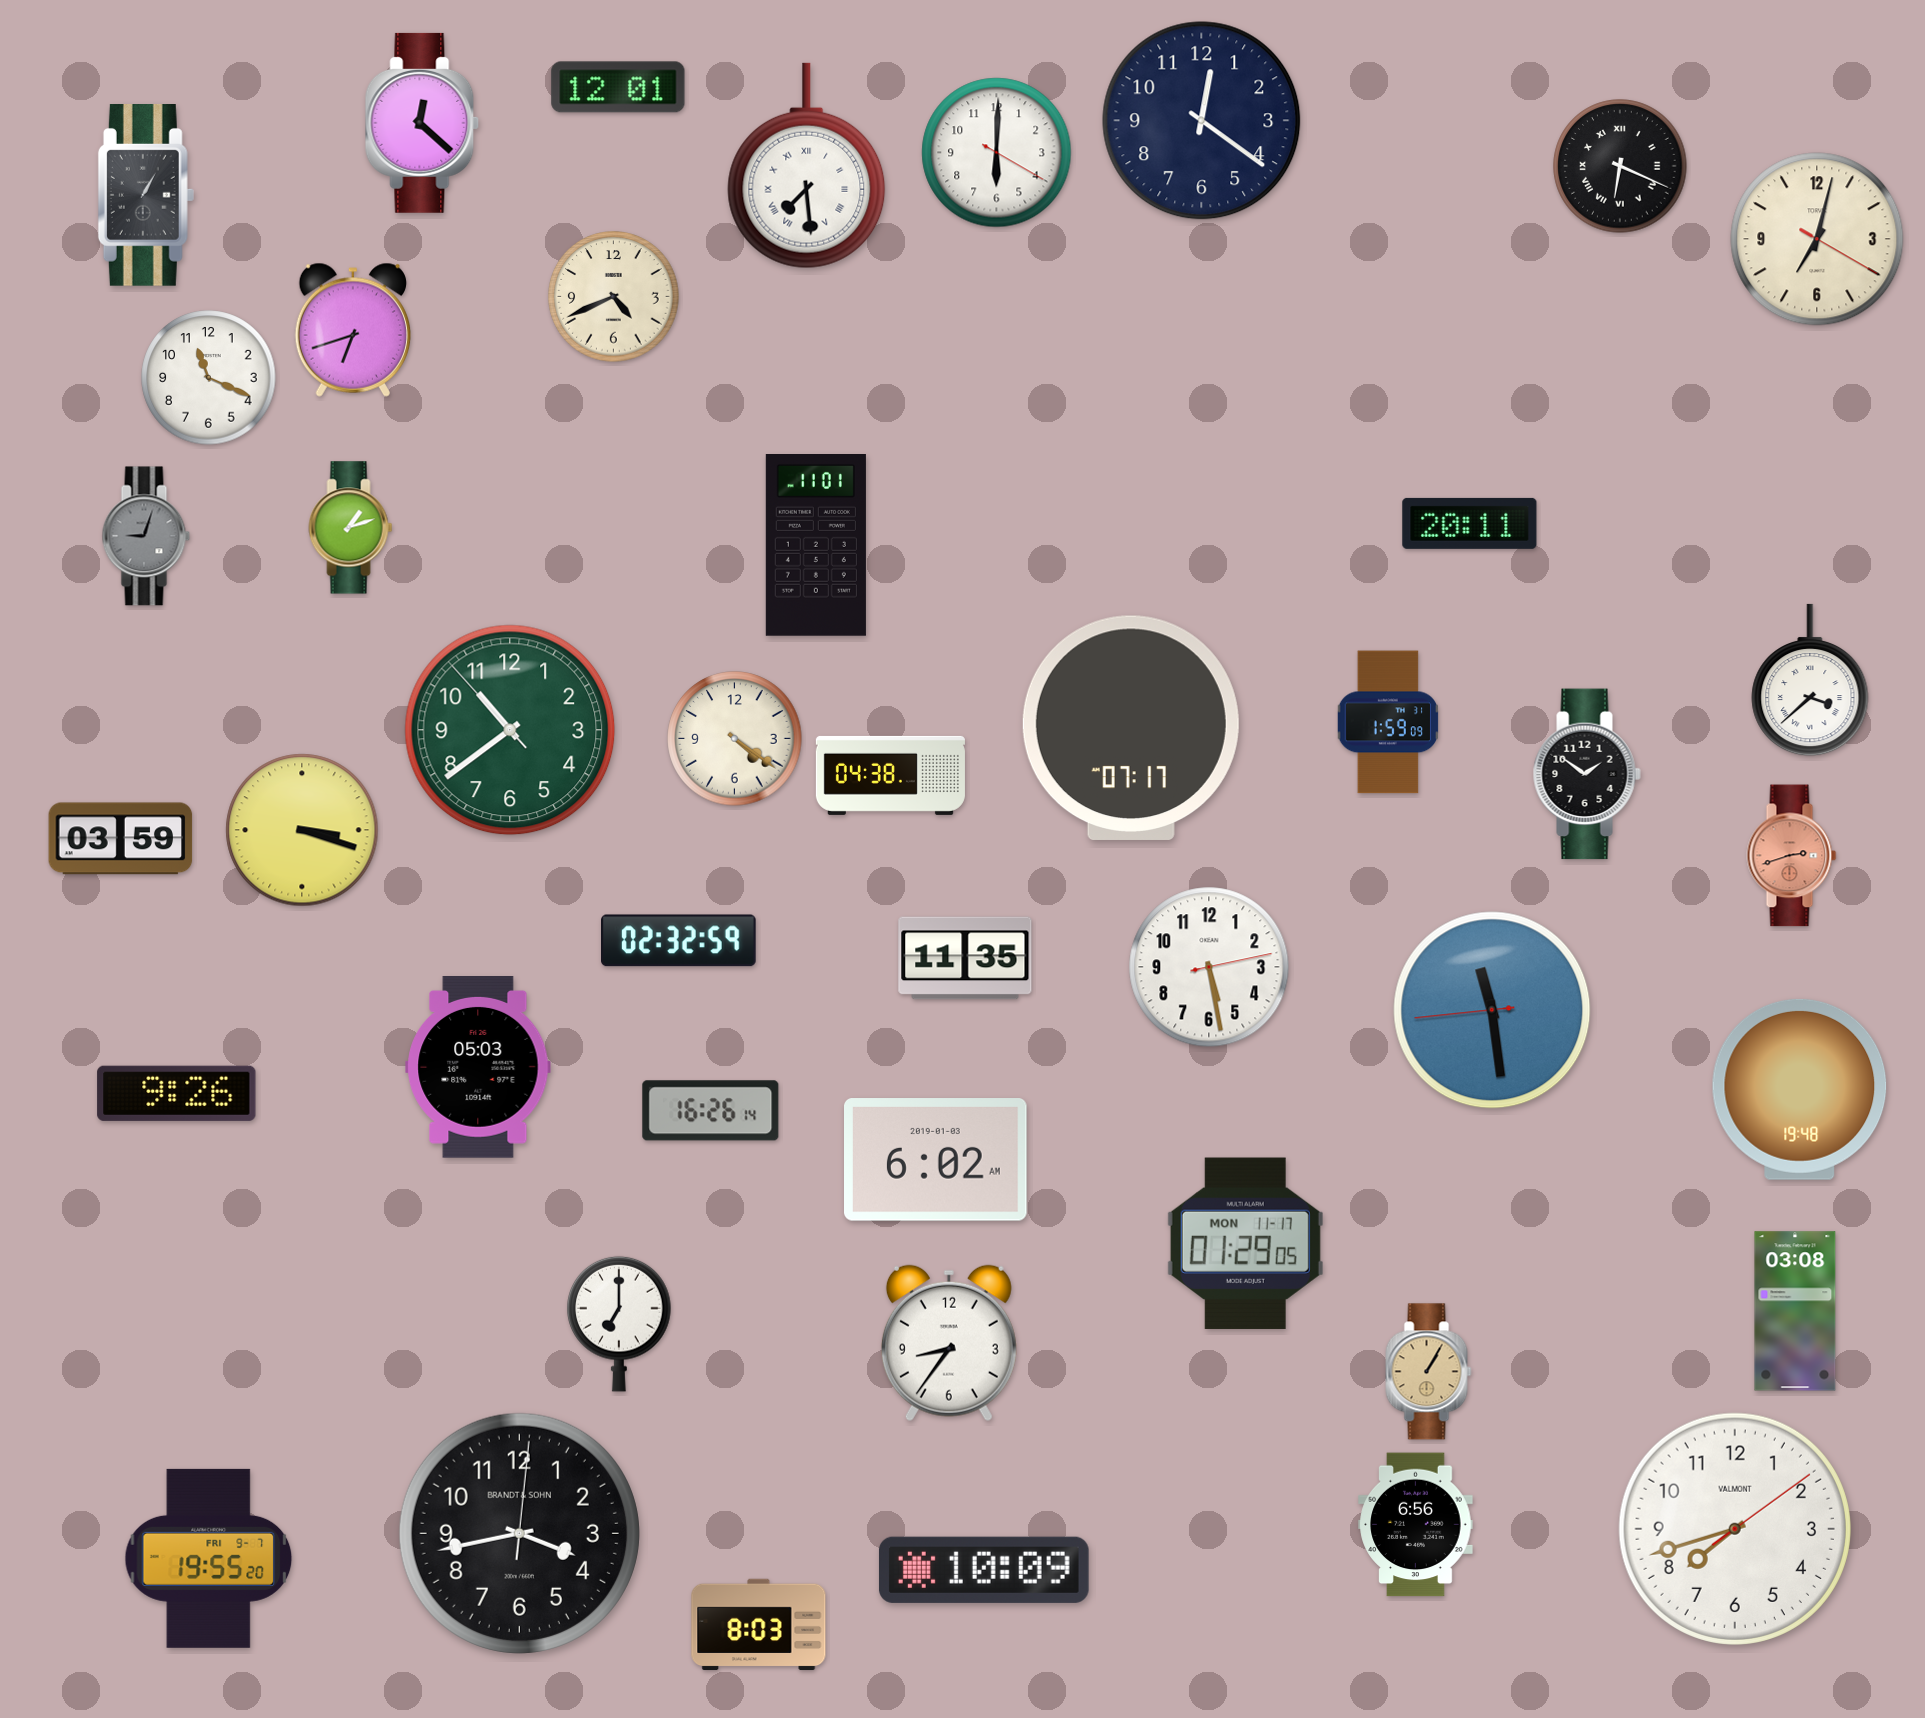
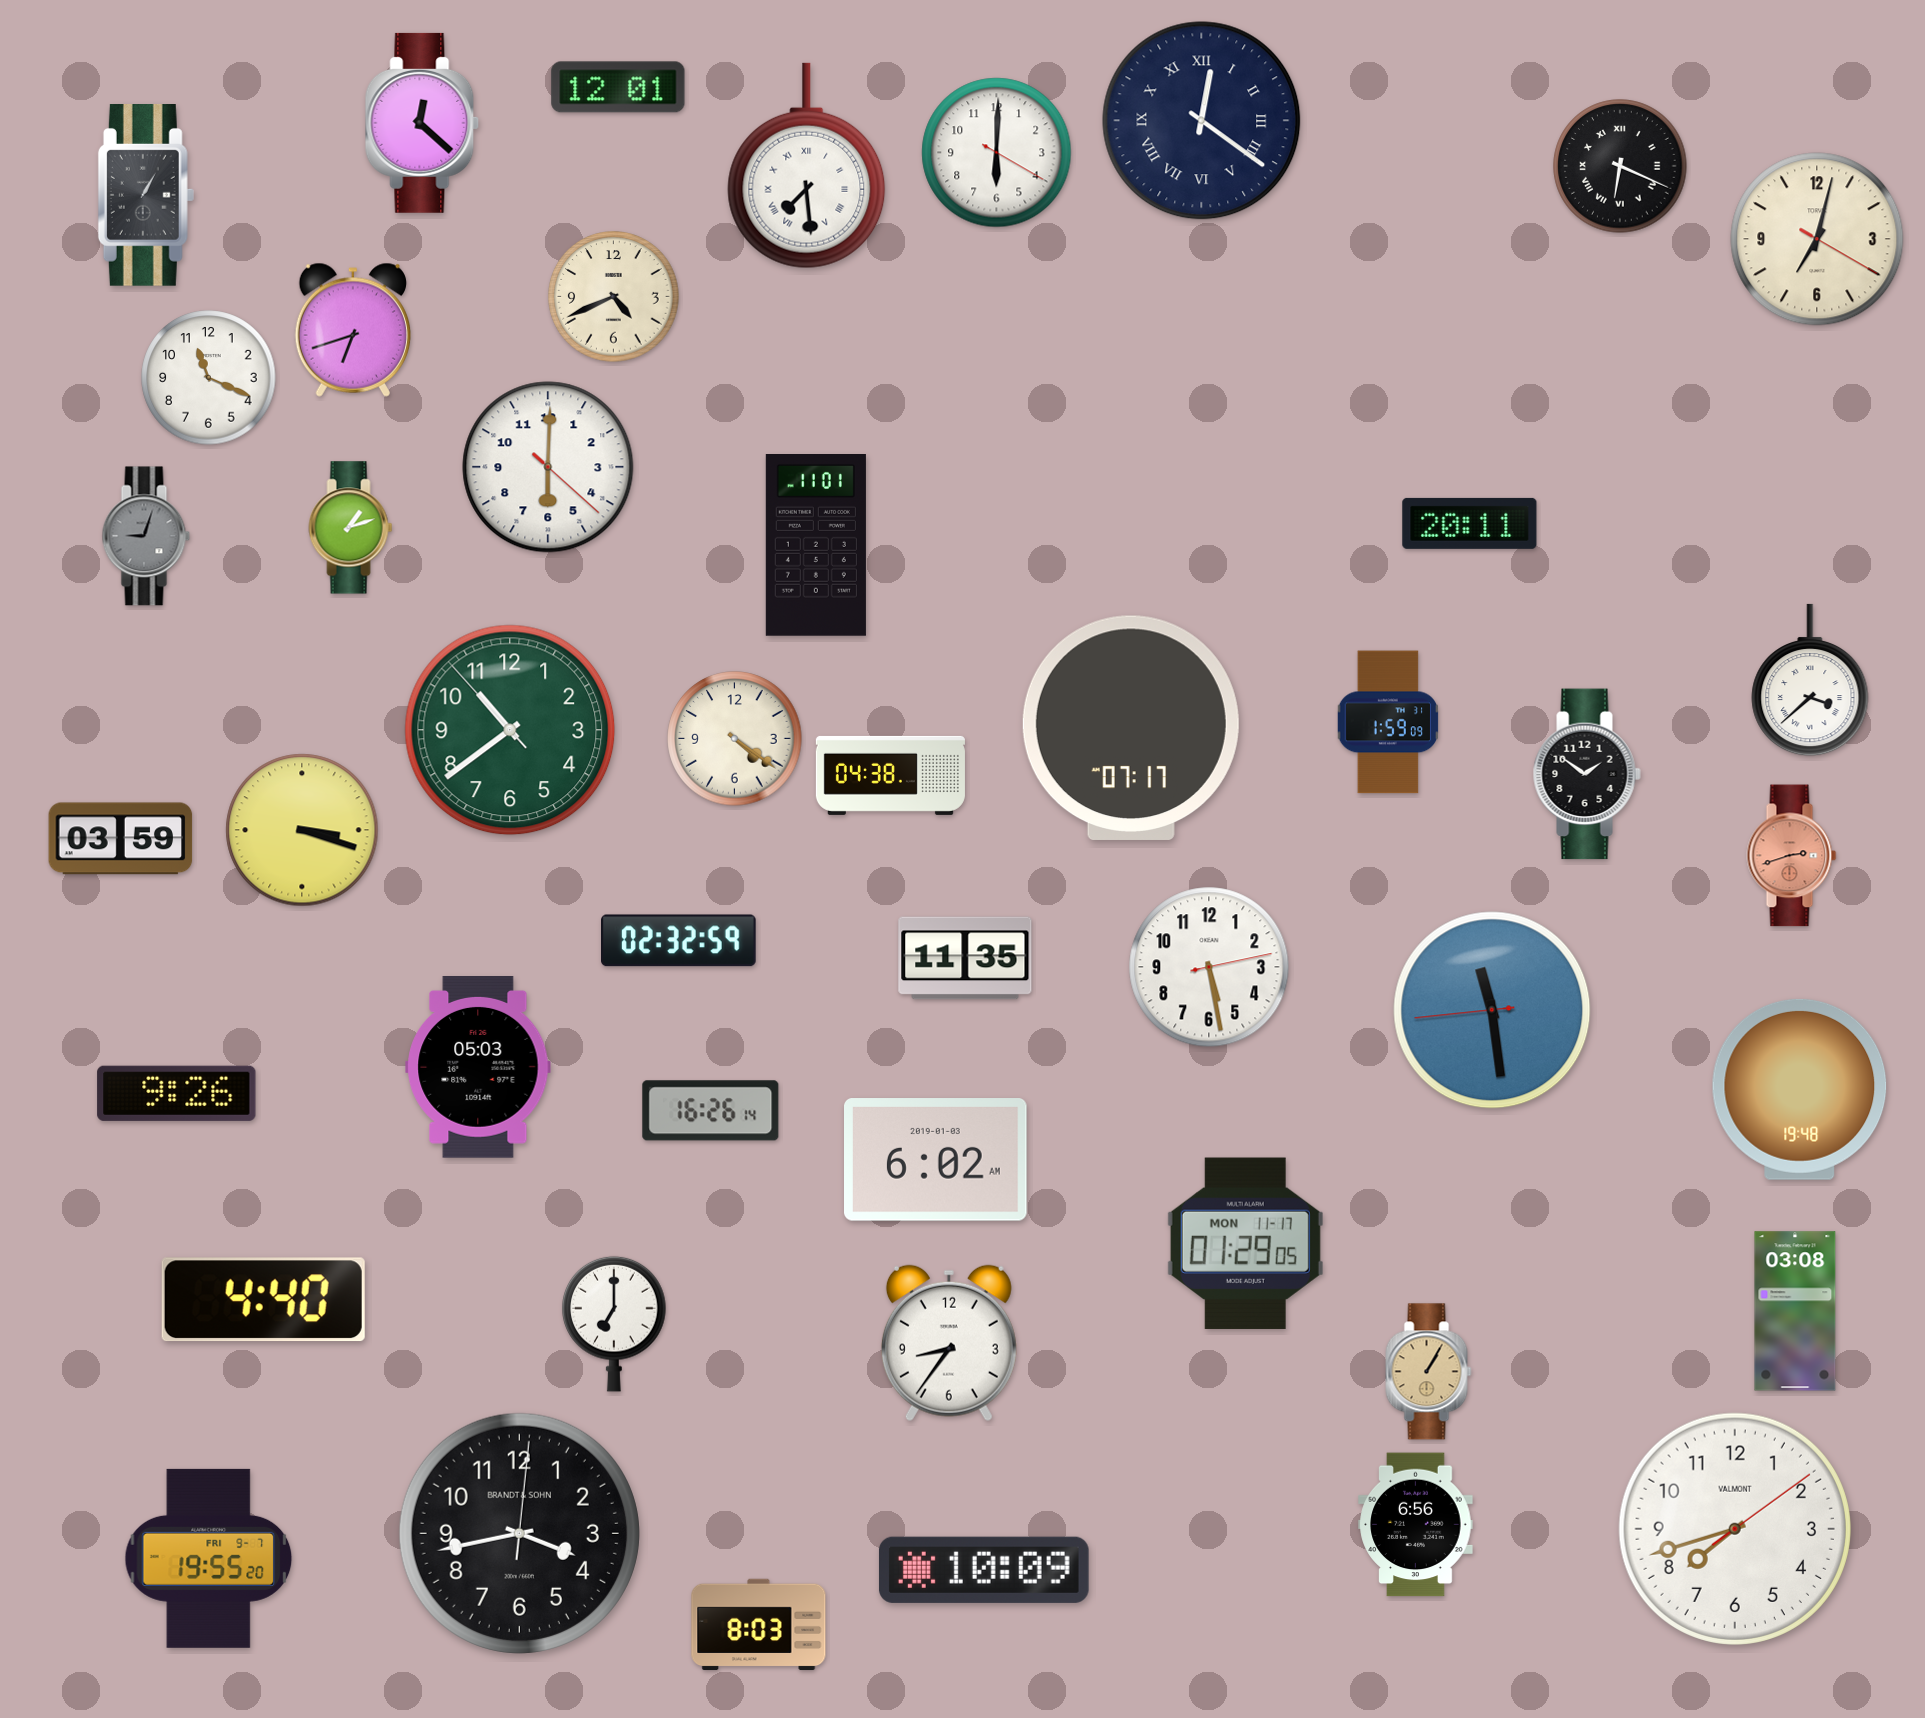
clock at (1202, 121) numerals: Arabic -> Roman
clock at (548, 467): none -> 6:00
clock at (263, 1300): none -> 4:40
clock at (619, 1324) position: (619, 1324) -> (614, 1324)
